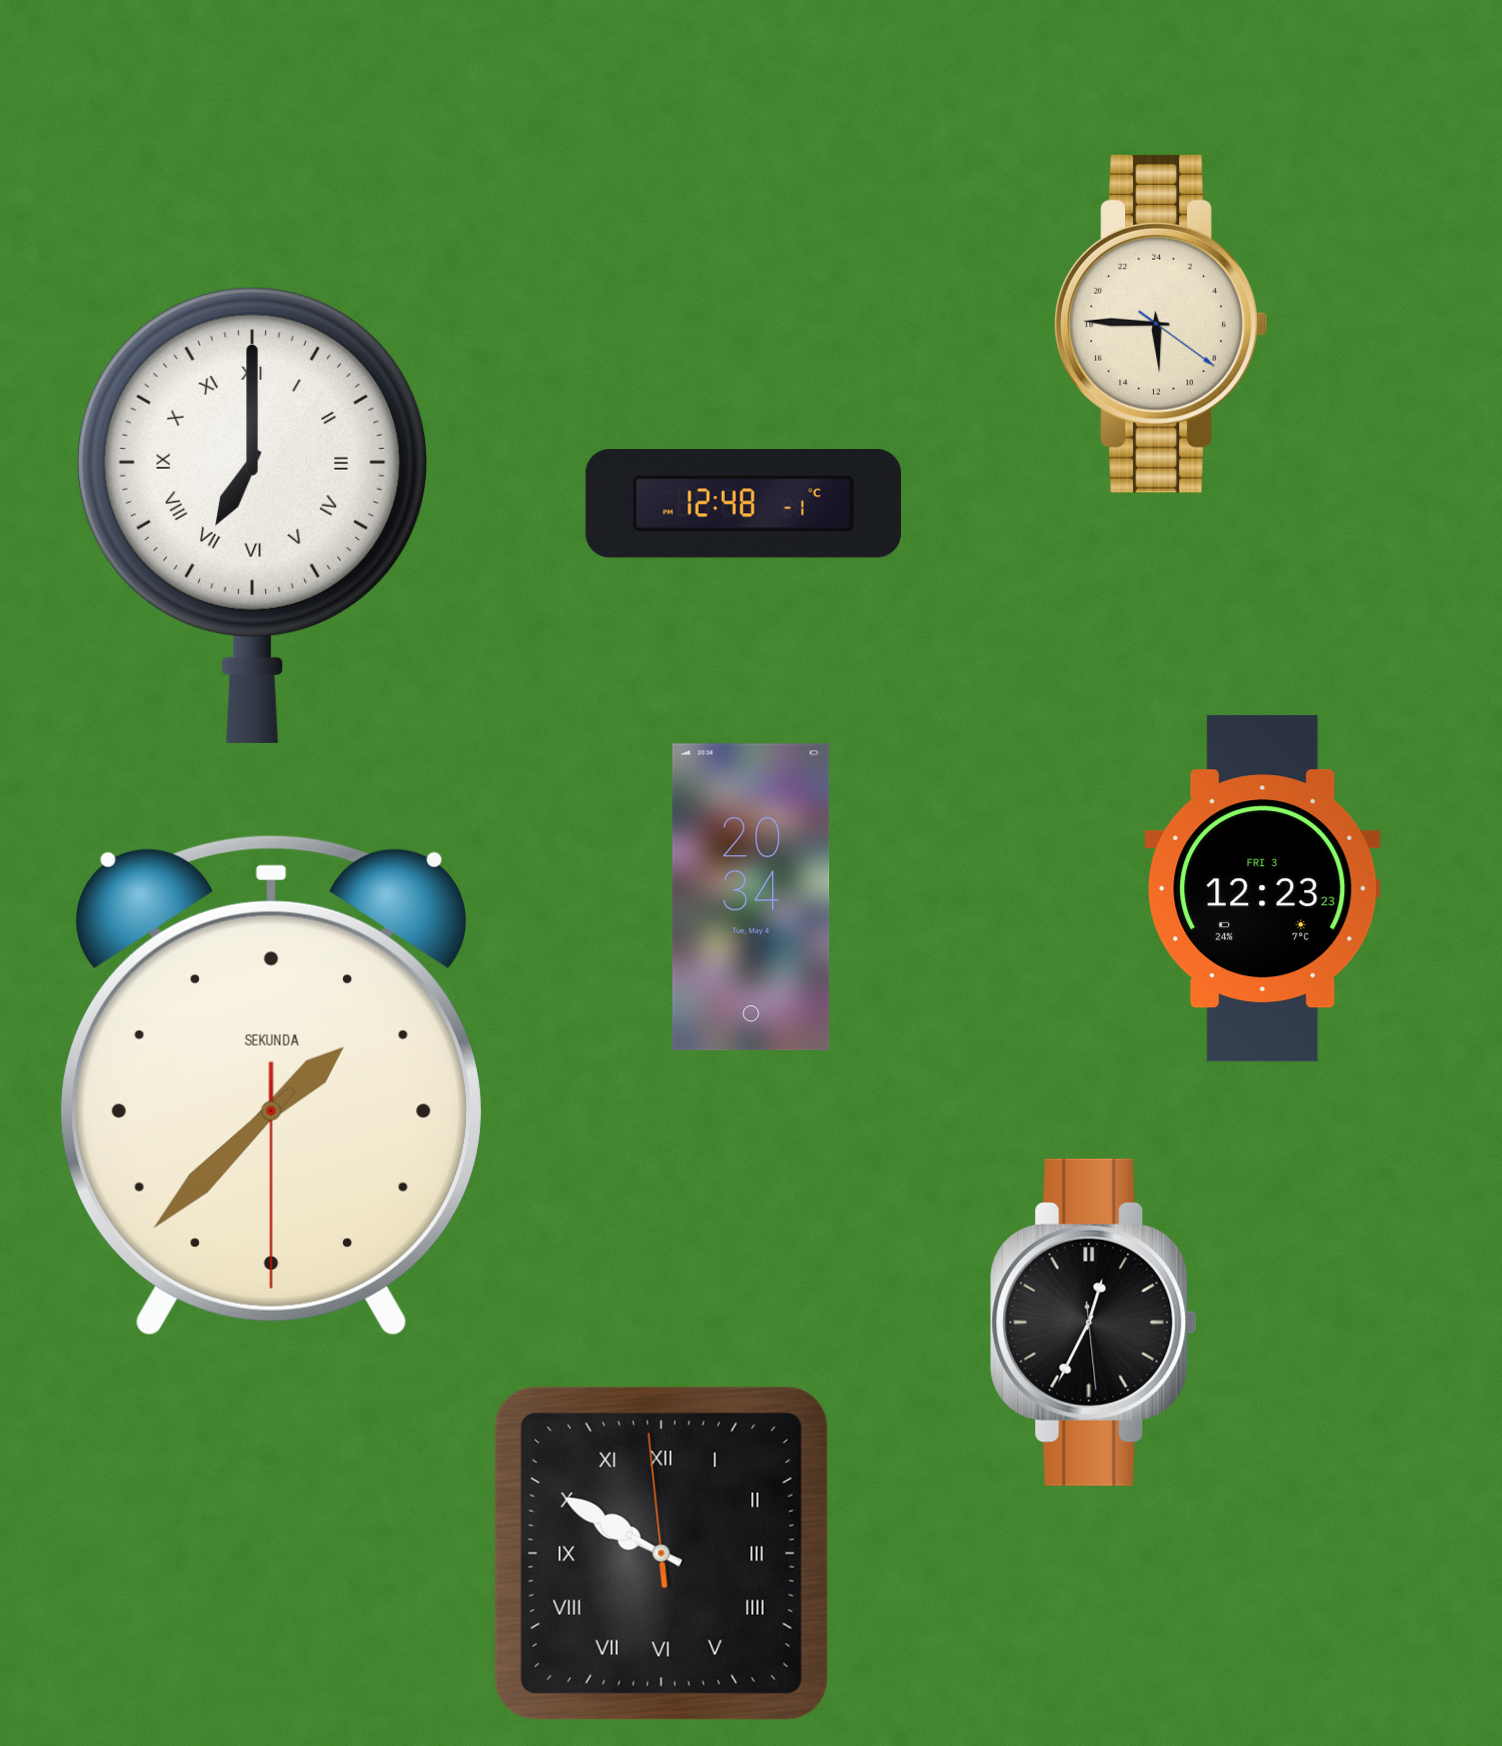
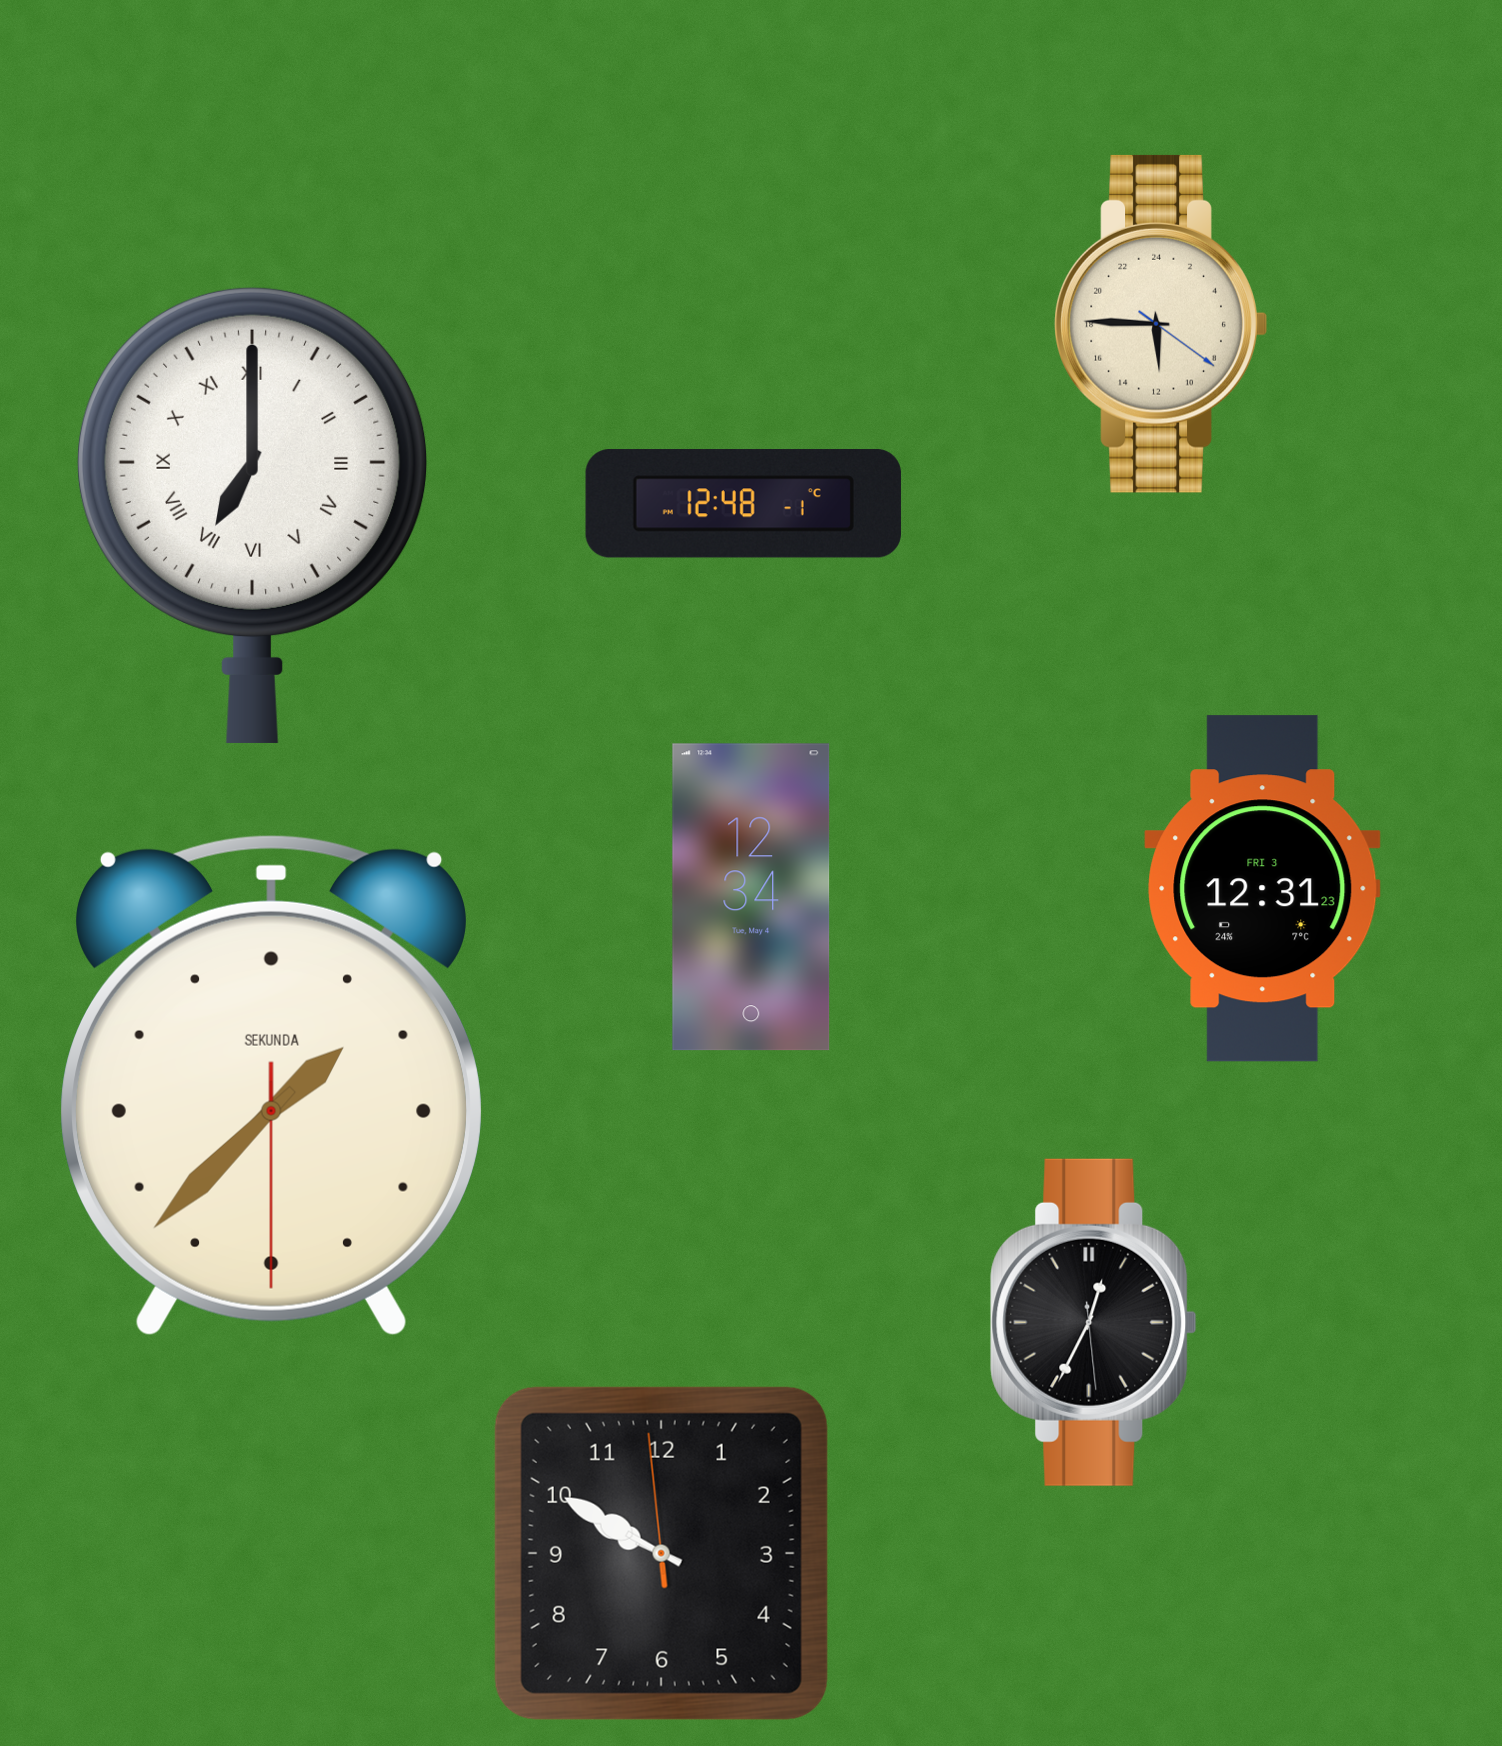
clock at (1263, 889): 12:23 -> 12:31
clock at (751, 897): 20:34 -> 12:34
clock at (661, 1553) numerals: Roman -> Arabic
